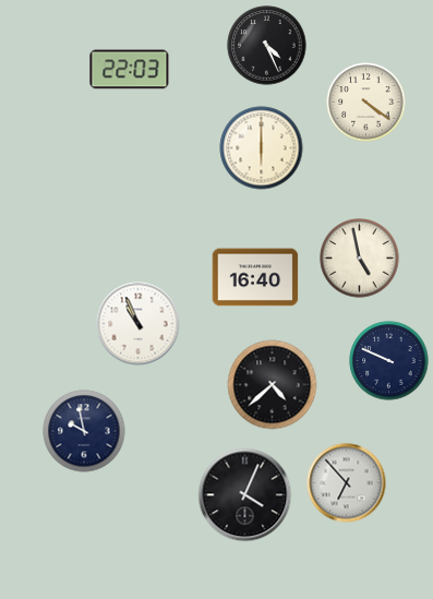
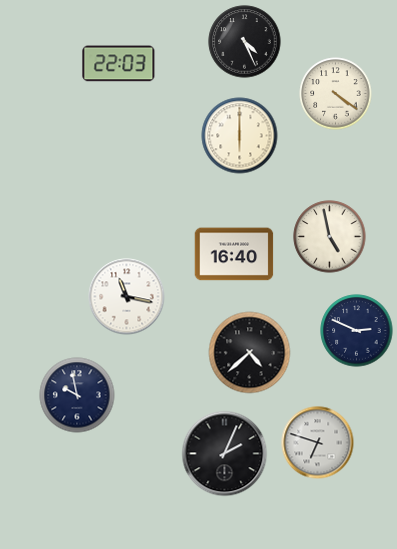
clock at (139, 324): 10:56 -> 11:17
clock at (389, 361): 9:49 -> 2:49
clock at (347, 483): 6:53 -> 6:48
clock at (245, 495): 4:04 -> 2:04
